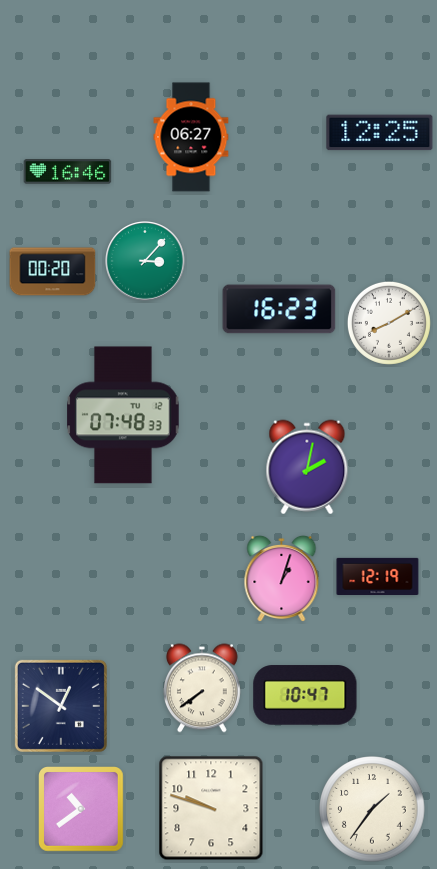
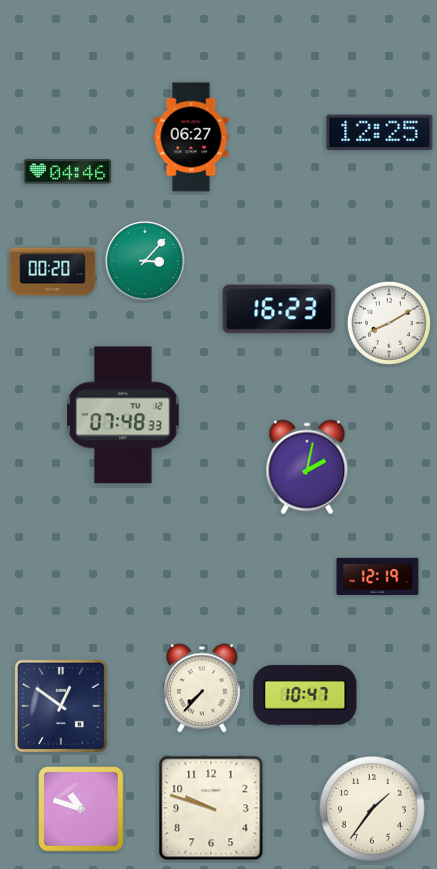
clock at (68, 172): 16:46 -> 04:46
clock at (282, 579): 1:03 -> none
clock at (202, 688): 7:39 -> 7:37
clock at (82, 810): 10:39 -> 10:48
